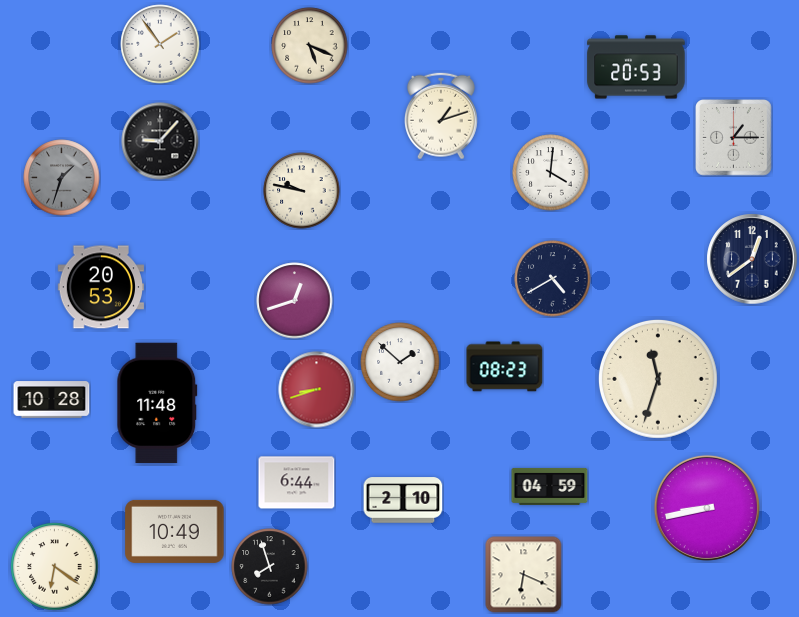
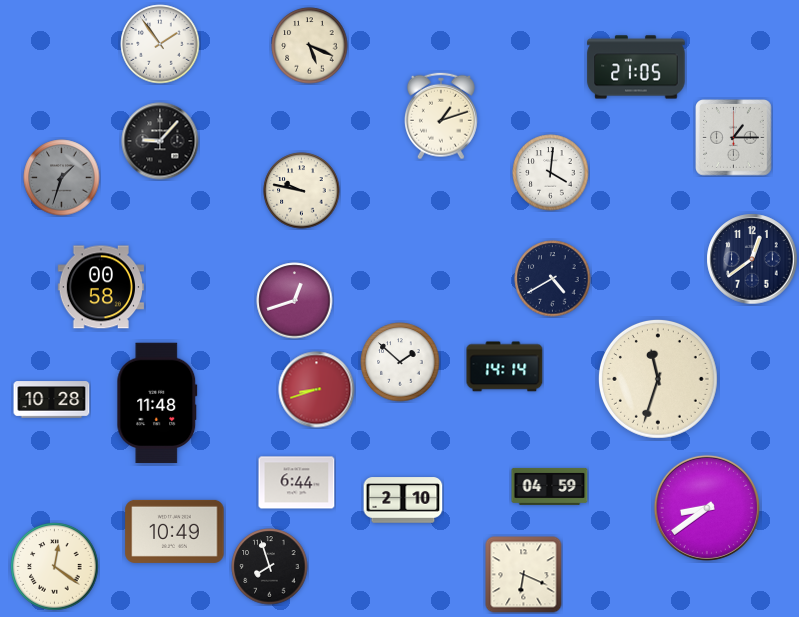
clock at (636, 67): 20:53 -> 21:05
clock at (100, 287): 20:53 -> 00:58
clock at (505, 367): 08:23 -> 14:14
clock at (707, 508): 8:43 -> 8:39
clock at (55, 567): 6:21 -> 12:21
